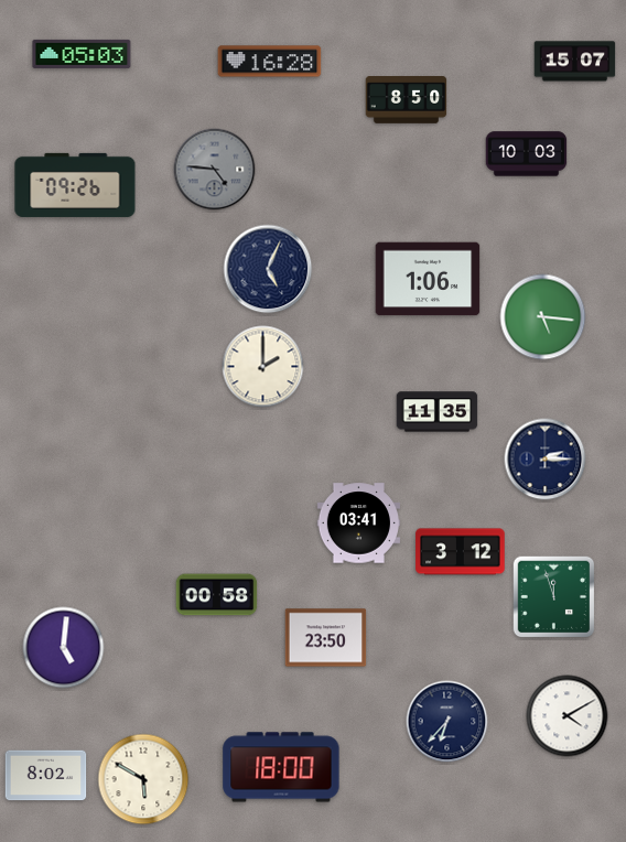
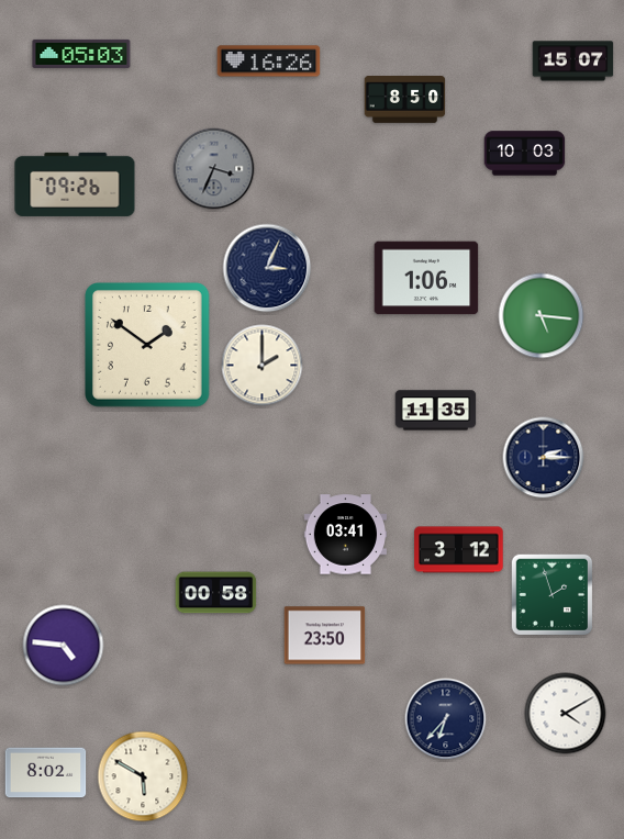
clock at (270, 62): 16:28 -> 16:26
clock at (215, 170): 4:46 -> 3:34
clock at (268, 269): 5:04 -> 3:04
clock at (147, 345): none -> 1:51
clock at (358, 523) position: (358, 523) -> (345, 535)
clock at (554, 597): 11:57 -> 1:57
clock at (64, 648): 5:01 -> 4:46
clock at (281, 767): 18:00 -> none
